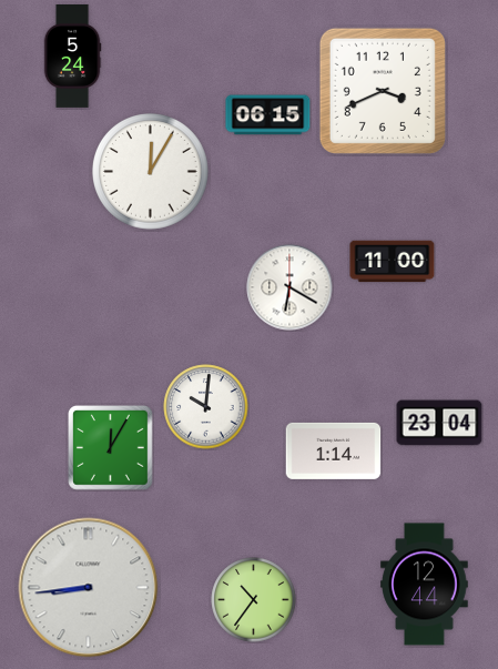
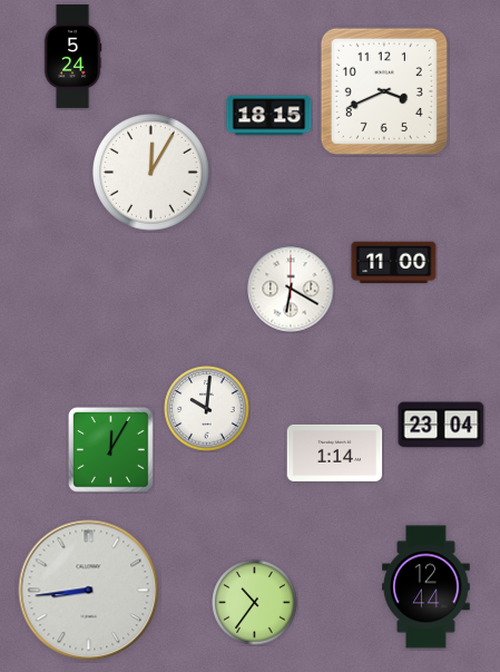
clock at (268, 115): 06:15 -> 18:15
